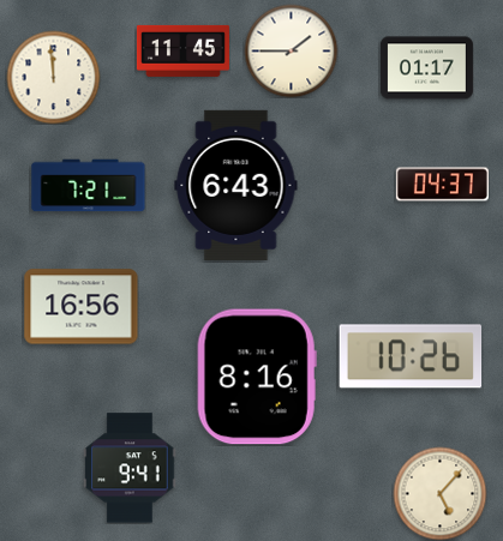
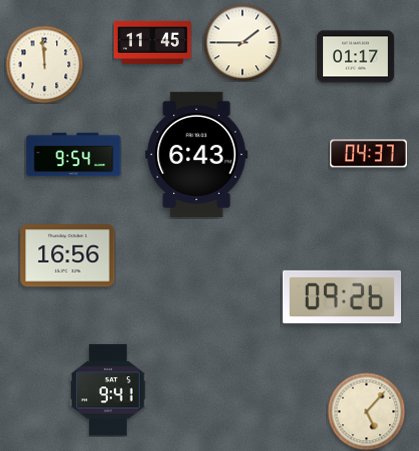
clock at (89, 186): 7:21 -> 9:54
clock at (411, 356): 10:26 -> 09:26
clock at (257, 377): 8:16 -> none
